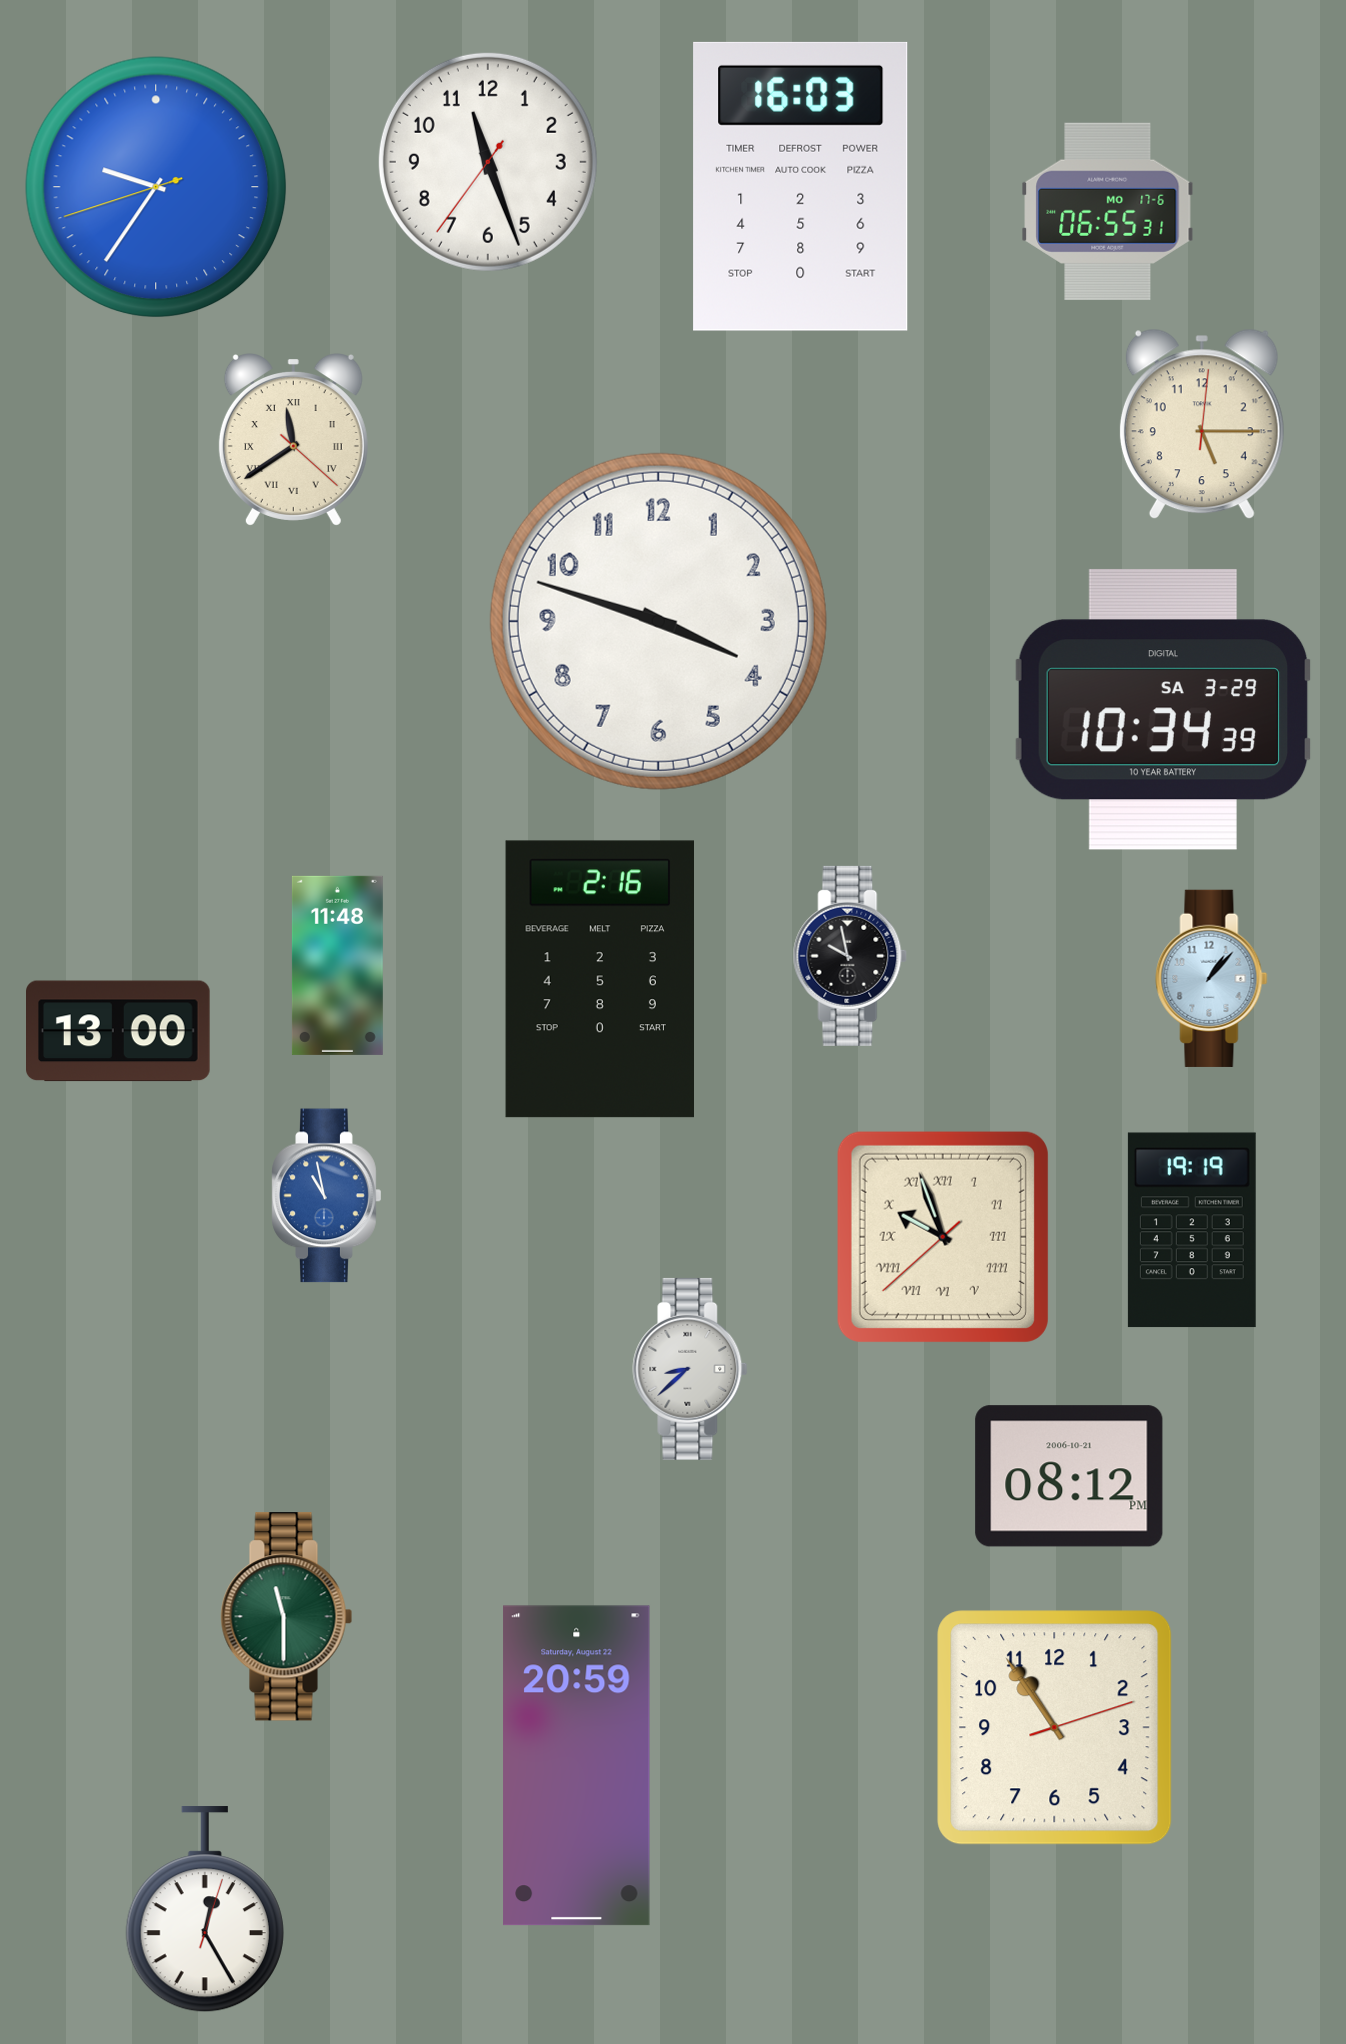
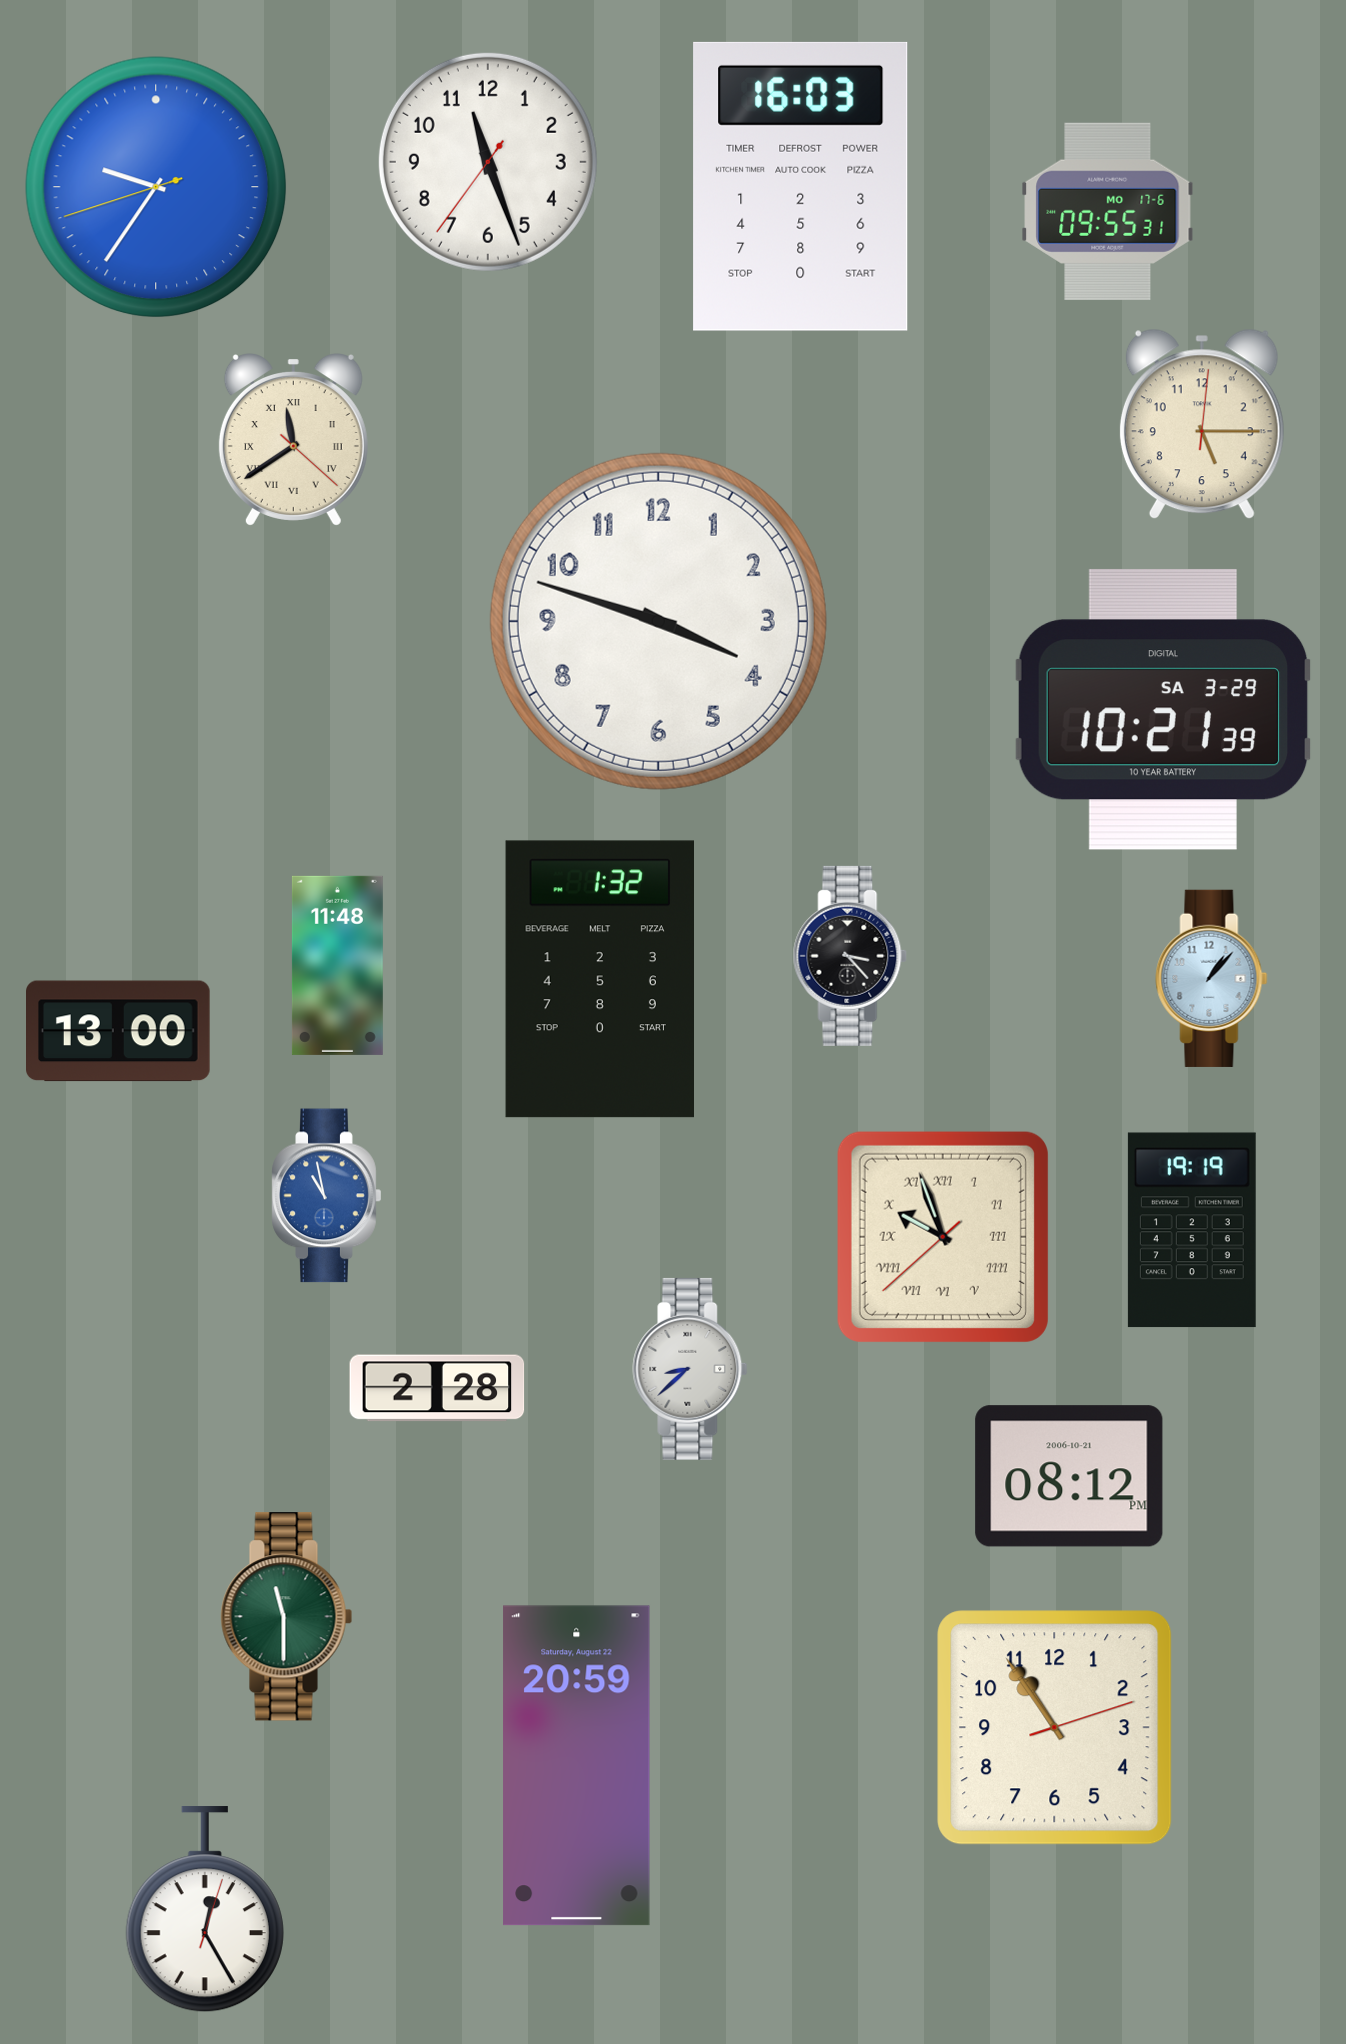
clock at (1108, 211): 06:55 -> 09:55
clock at (1163, 709): 10:34 -> 10:21
clock at (850, 956): 9:58 -> 3:23
clock at (599, 979): 2:16 -> 1:32
clock at (437, 1388): none -> 2:28
